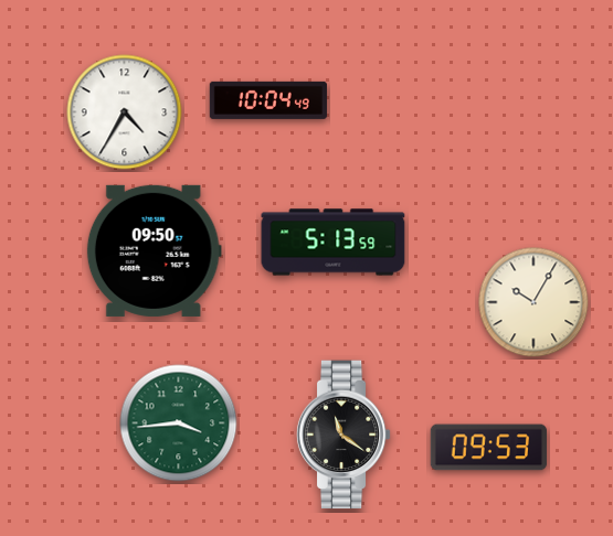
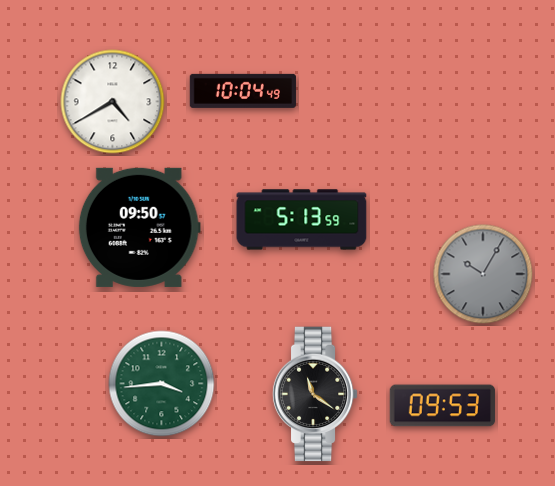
clock at (125, 112): 4:35 -> 4:40
clock at (533, 302) dial: cream -> grey
clock at (344, 435) position: (344, 435) -> (315, 394)
